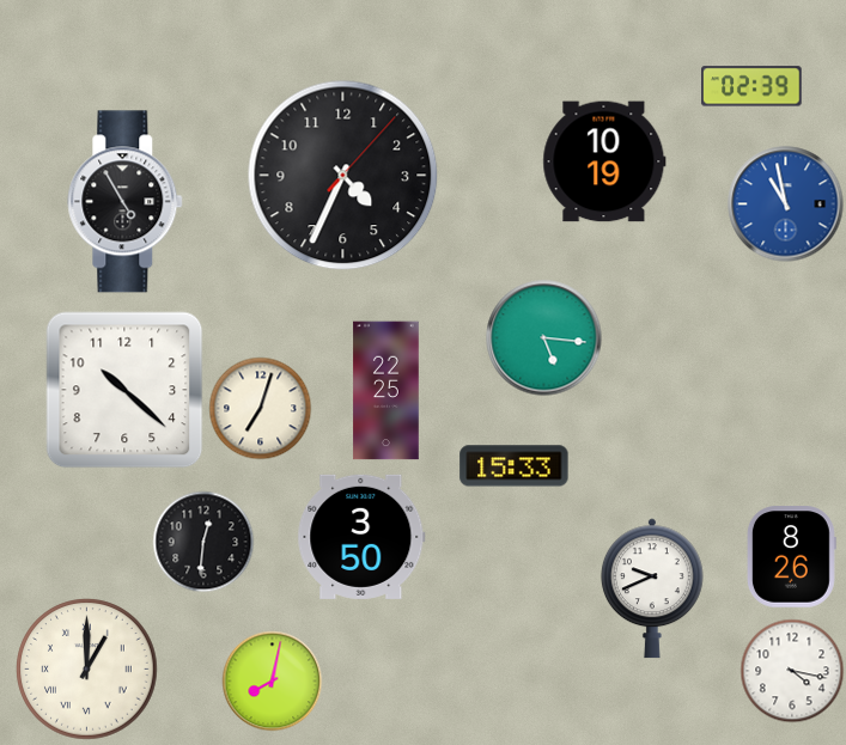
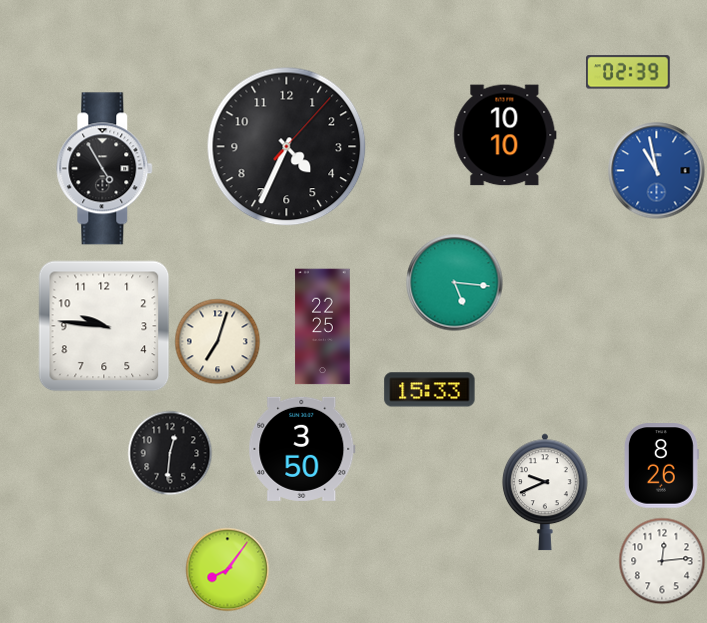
clock at (604, 161): 10:19 -> 10:10
clock at (124, 390): 10:22 -> 9:46
clock at (87, 670): 1:00 -> none
clock at (792, 671): 4:17 -> 12:14
clock at (272, 680): 8:02 -> 8:06
